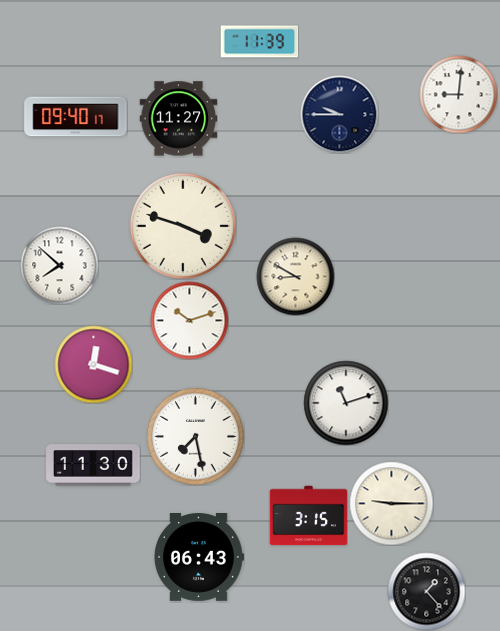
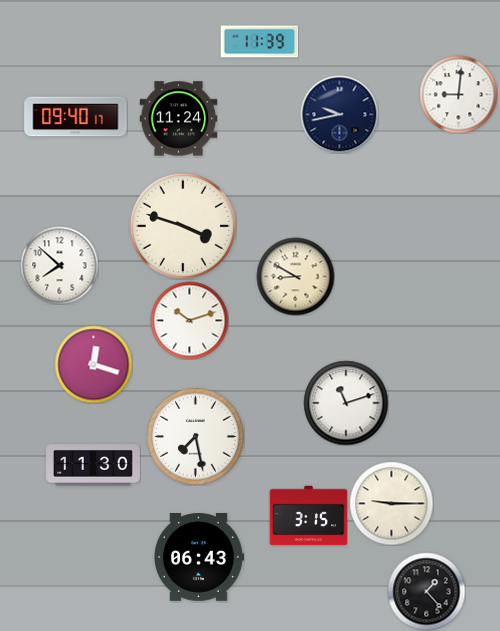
clock at (339, 114): 9:45 -> 9:43
clock at (178, 119): 11:27 -> 11:24
